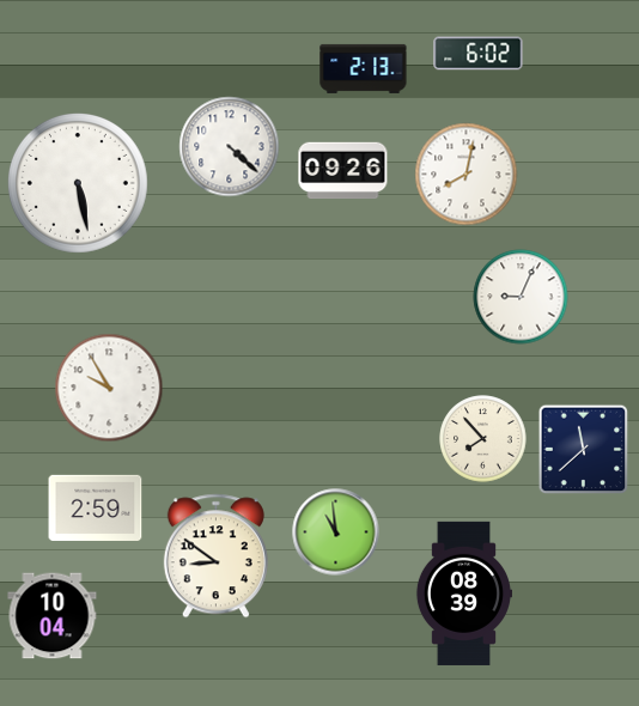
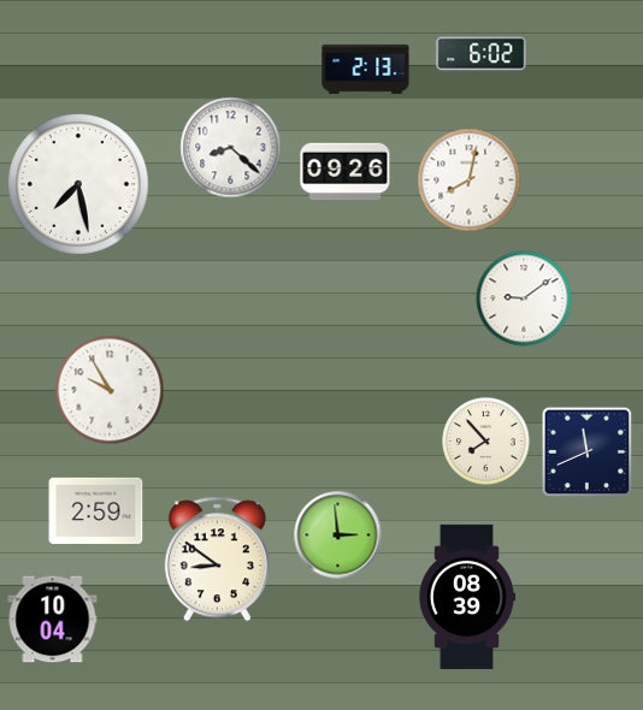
clock at (230, 147): 4:22 -> 8:22
clock at (467, 175) position: (467, 175) -> (470, 181)
clock at (79, 184): 5:28 -> 7:28
clock at (521, 297): 9:04 -> 9:09
clock at (584, 450): 11:38 -> 11:41
clock at (336, 532): 10:59 -> 2:59
